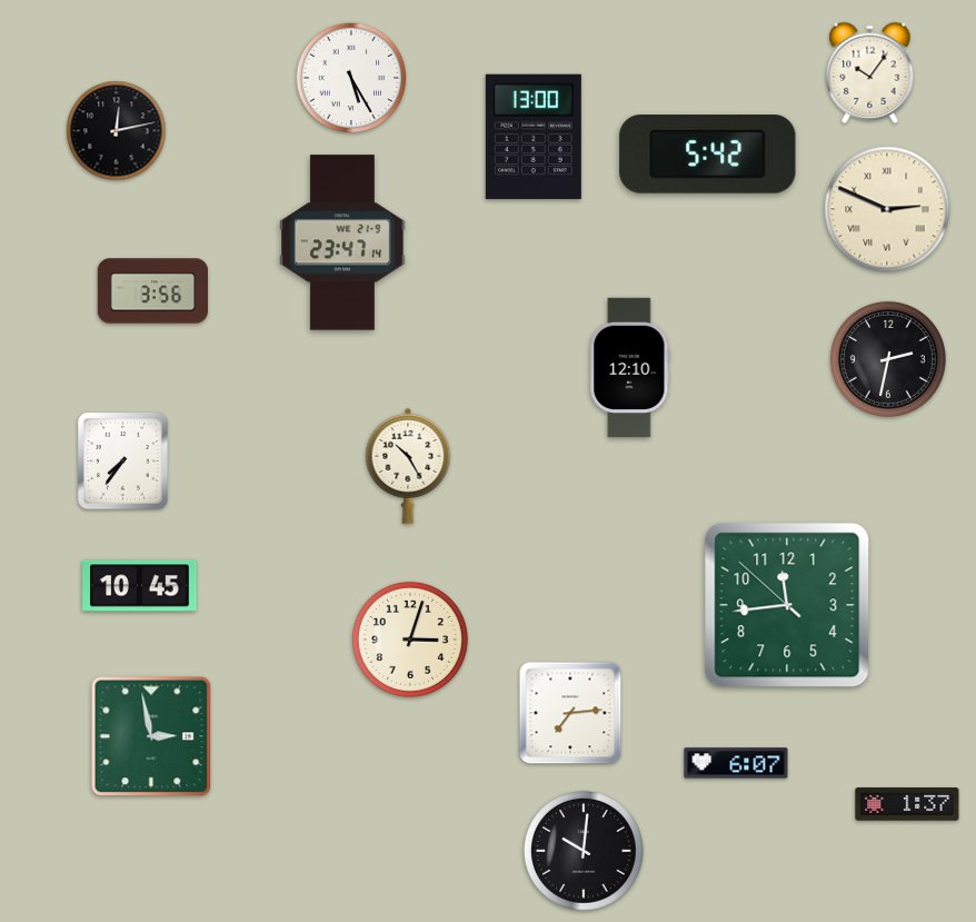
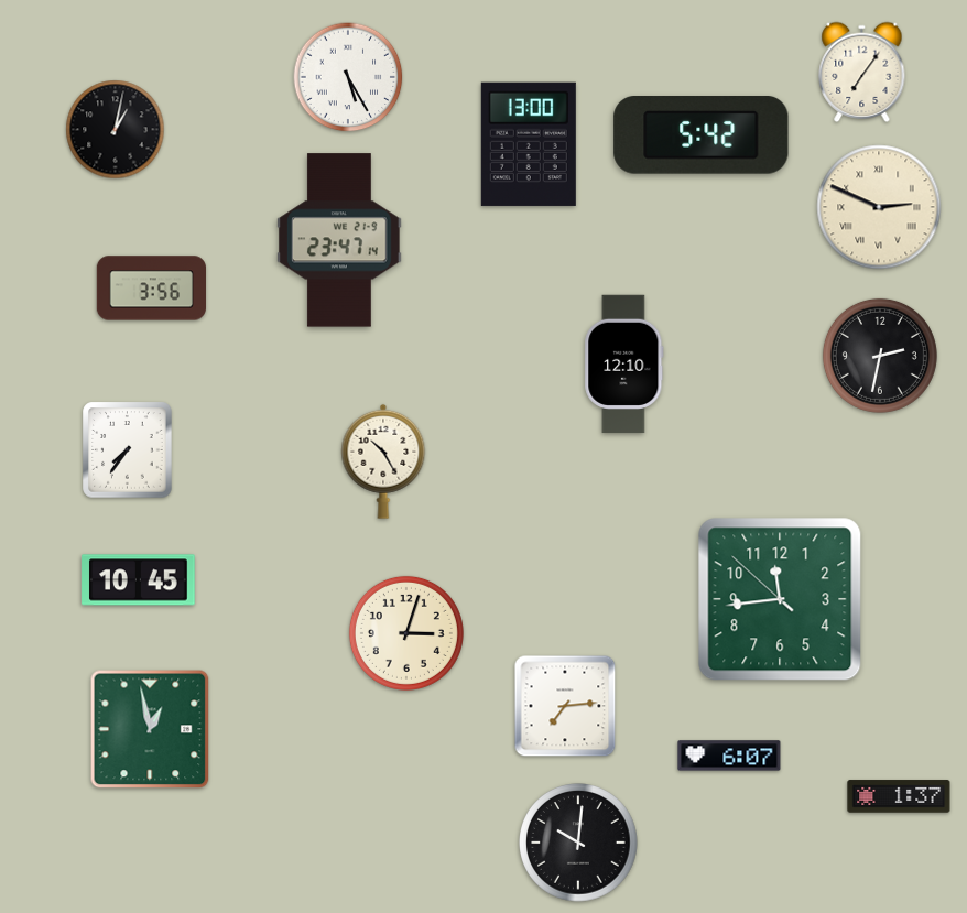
clock at (870, 72): 10:06 -> 7:06
clock at (117, 131): 12:13 -> 1:02
clock at (534, 137) position: (534, 137) -> (529, 144)
clock at (708, 155) position: (708, 155) -> (702, 135)
clock at (123, 462) position: (123, 462) -> (128, 450)
clock at (408, 466) position: (408, 466) -> (383, 461)
clock at (151, 736): 2:58 -> 12:58
